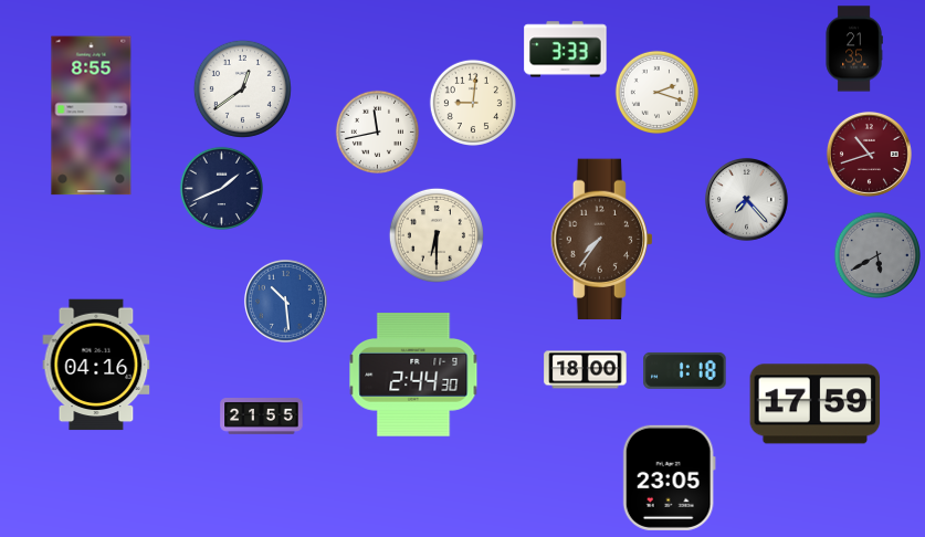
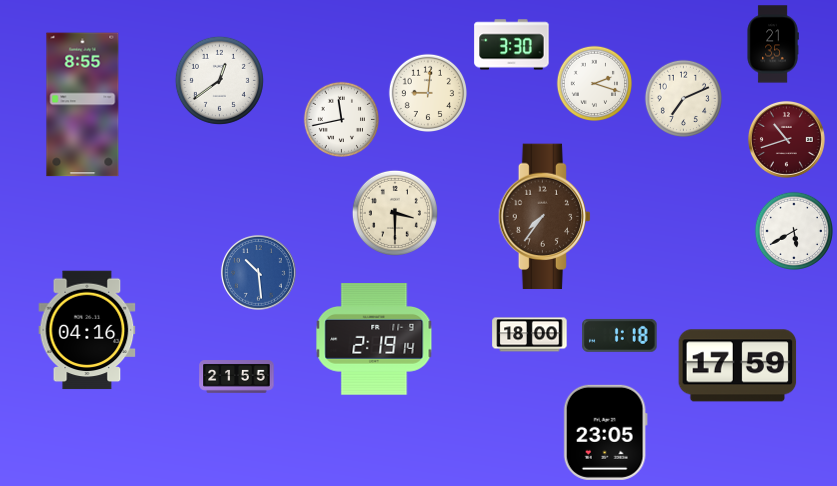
clock at (566, 50): 3:33 -> 3:30
clock at (683, 98): none -> 7:11
clock at (222, 189): 1:41 -> none
clock at (746, 199): 7:23 -> none
clock at (437, 235): 6:30 -> 3:30
clock at (876, 254) dial: grey -> white
clock at (413, 375): 2:44 -> 2:19
